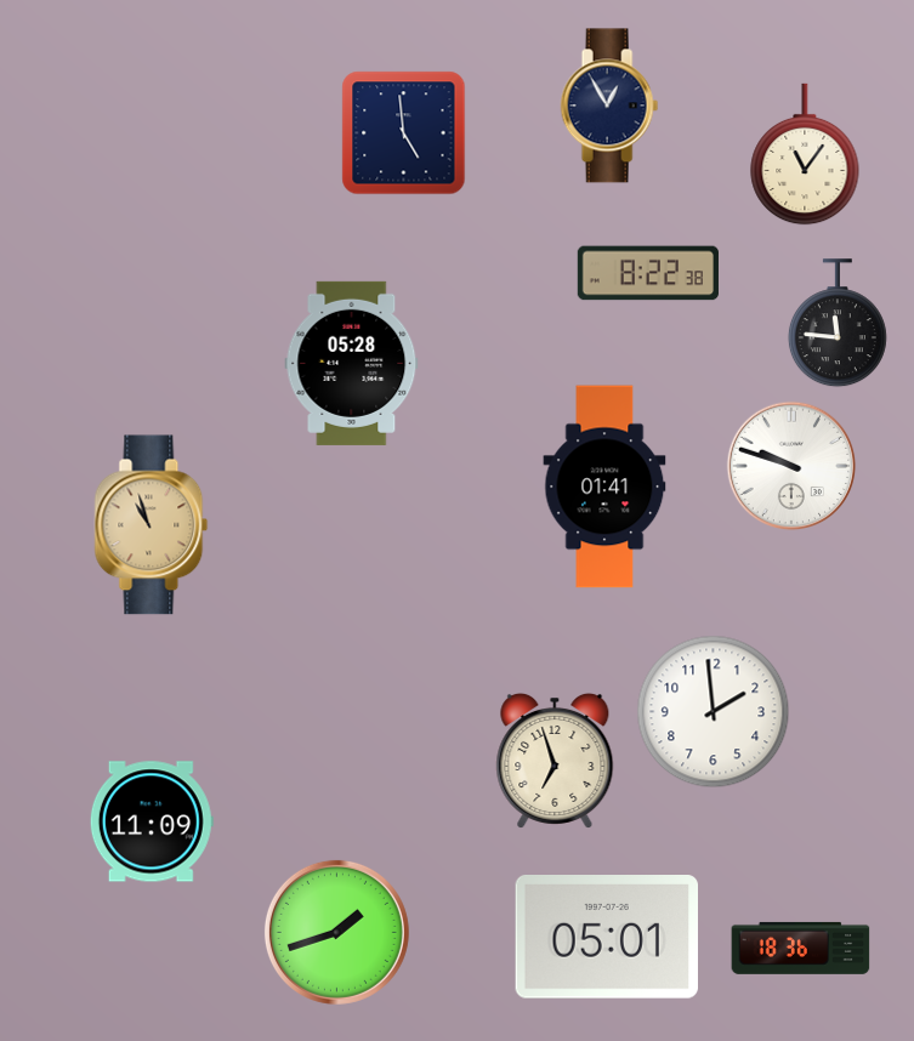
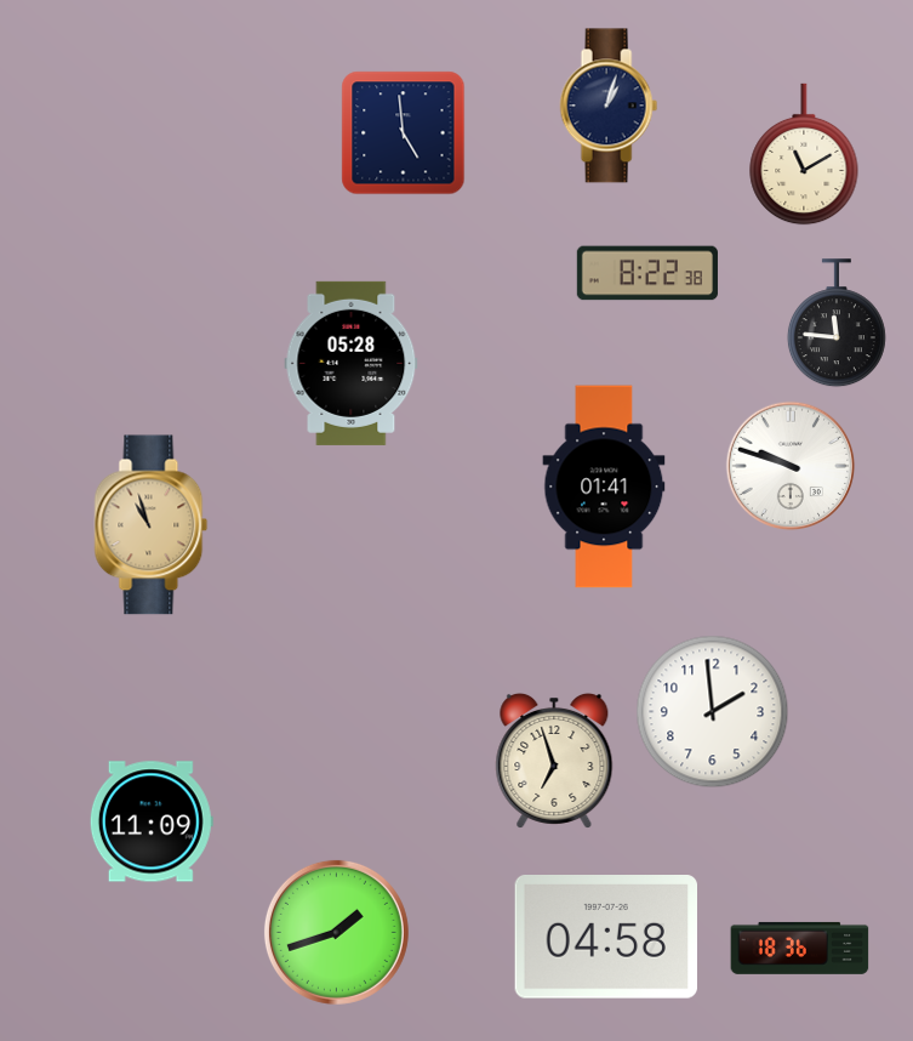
clock at (609, 106): 12:55 -> 1:03
clock at (805, 154): 11:06 -> 11:10
clock at (606, 938): 05:01 -> 04:58
